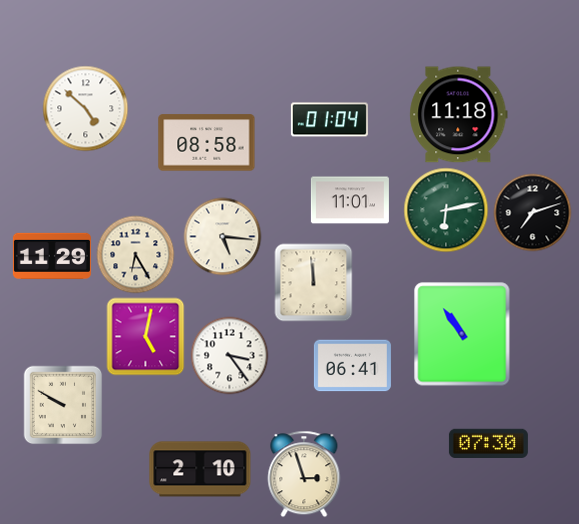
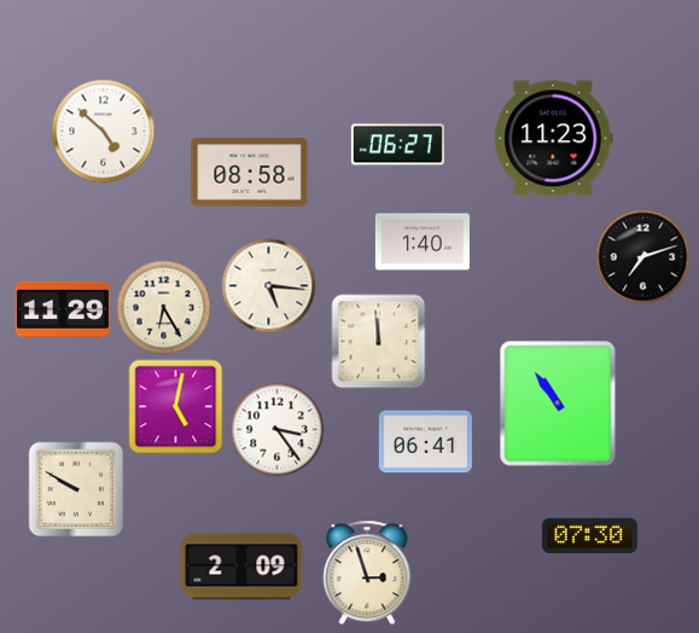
clock at (459, 115): 11:18 -> 11:23
clock at (329, 120): 01:04 -> 06:27
clock at (350, 200): 11:01 -> 1:40
clock at (446, 210): 6:13 -> none
clock at (200, 469): 2:10 -> 2:09
